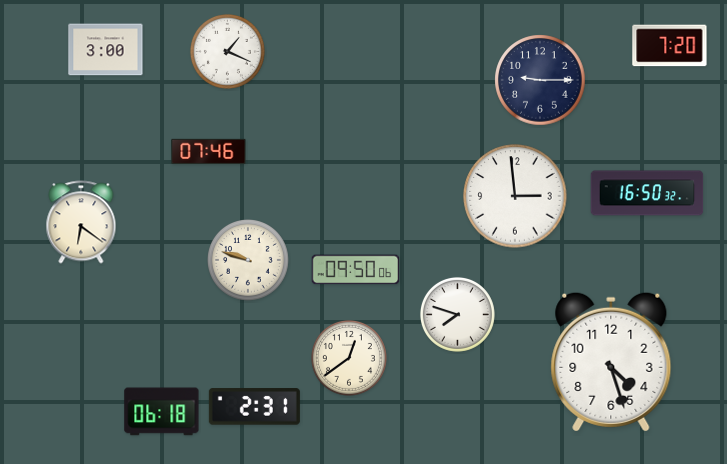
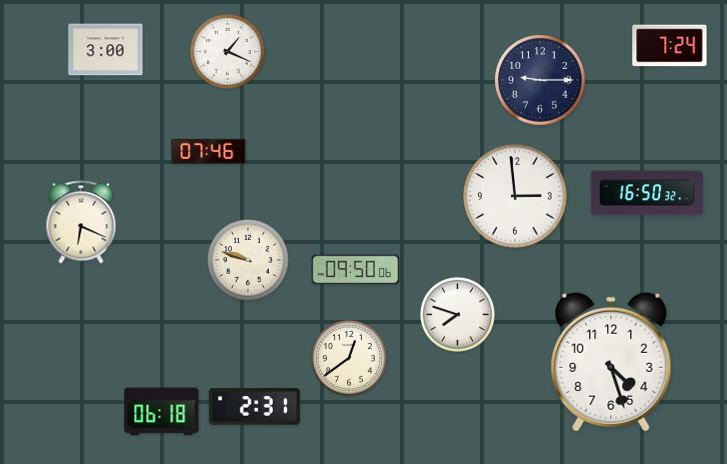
clock at (670, 46): 7:20 -> 7:24
clock at (81, 222): 6:21 -> 6:19
